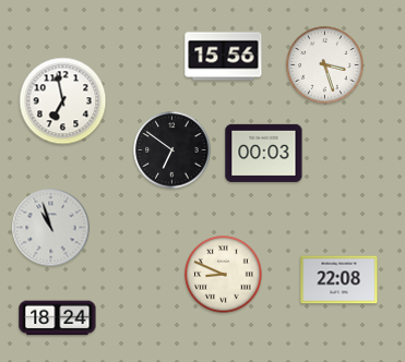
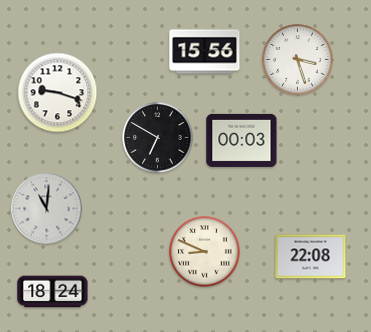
clock at (63, 101): 6:58 -> 9:18
clock at (172, 150): 6:51 -> 6:50
clock at (51, 228): 10:57 -> 11:01
